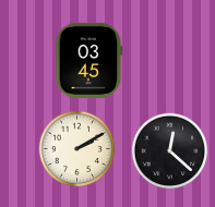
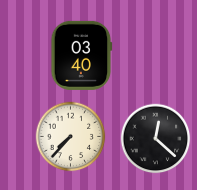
clock at (89, 60): 03:45 -> 03:40
clock at (77, 149): 2:10 -> 7:37
